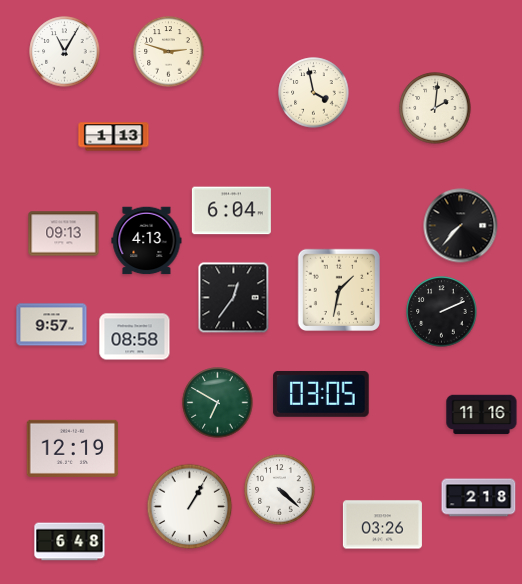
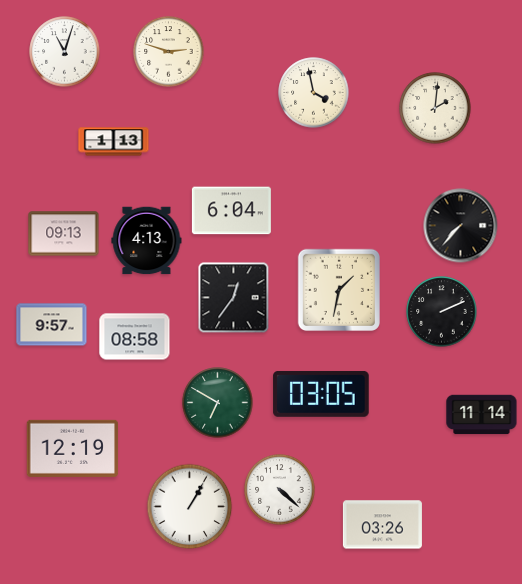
clock at (65, 52): 11:05 -> 11:03
clock at (114, 137) position: (114, 137) -> (114, 142)
clock at (482, 415): 11:16 -> 11:14
clock at (479, 498): 2:18 -> none
clock at (70, 542): 6:48 -> none
